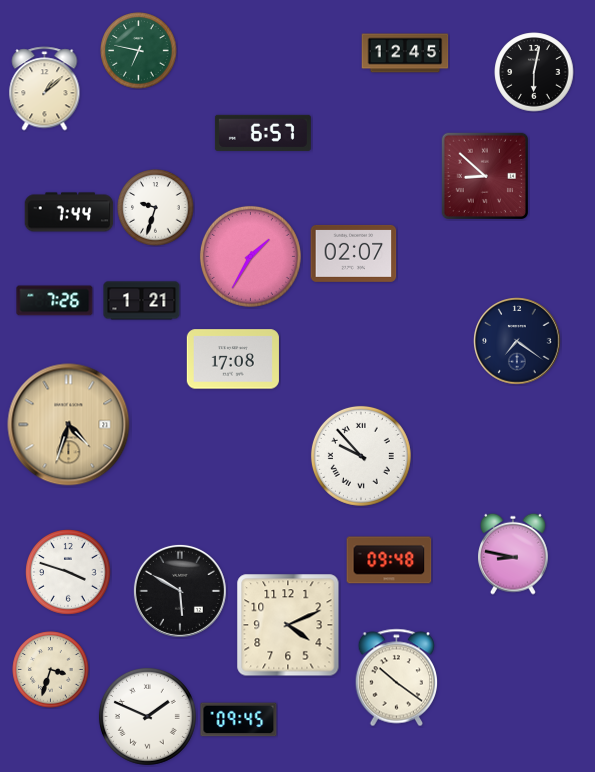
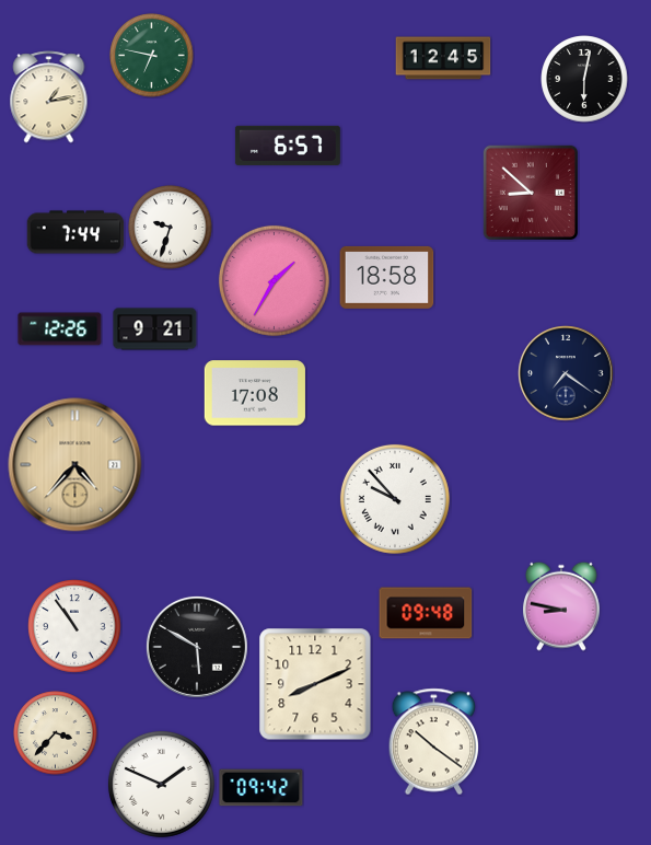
clock at (45, 89): 1:08 -> 1:13
clock at (354, 253): 02:07 -> 18:58
clock at (55, 301): 7:26 -> 12:26
clock at (142, 301): 1:21 -> 9:21
clock at (69, 425): 4:33 -> 4:37
clock at (68, 572): 3:48 -> 10:54
clock at (288, 625): 4:11 -> 8:11
clock at (51, 670): 3:33 -> 3:37
clock at (239, 720): 09:45 -> 09:42
